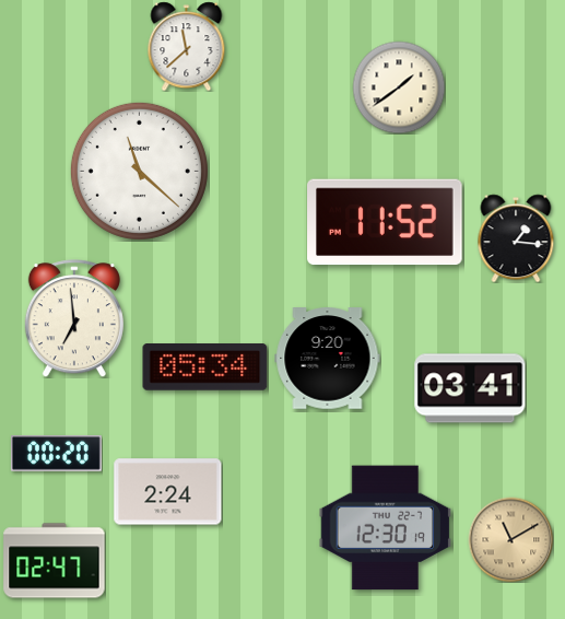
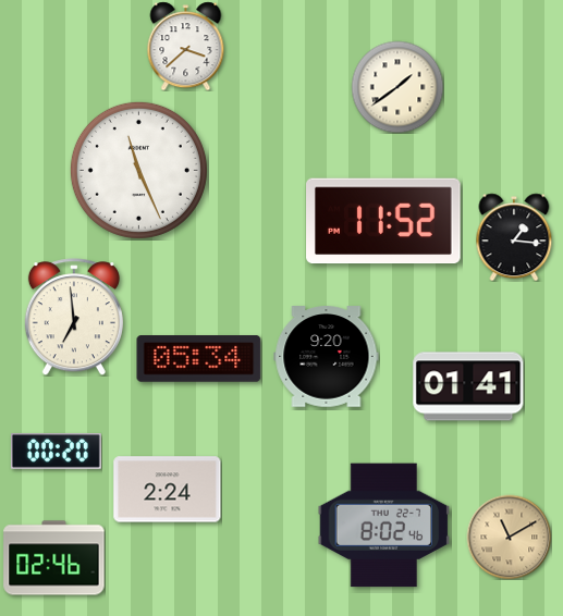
clock at (187, 46): 11:38 -> 3:38
clock at (139, 171): 11:22 -> 11:26
clock at (205, 367) position: (205, 367) -> (199, 359)
clock at (470, 388): 03:41 -> 01:41
clock at (386, 528): 12:30 -> 8:02
clock at (55, 561): 02:47 -> 02:46
